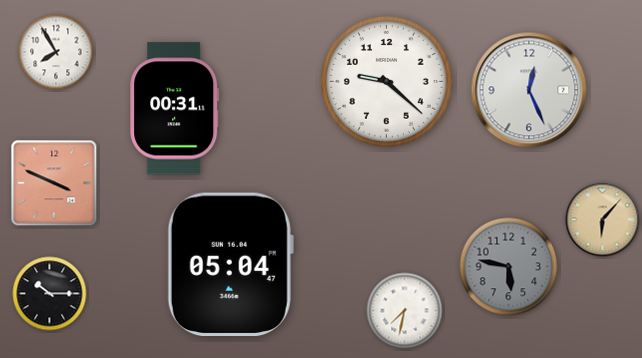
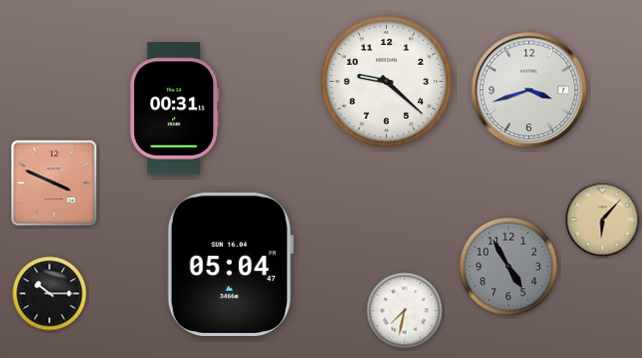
clock at (56, 52): 7:55 -> none
clock at (529, 90): 12:26 -> 3:42
clock at (509, 267): 5:47 -> 4:55
